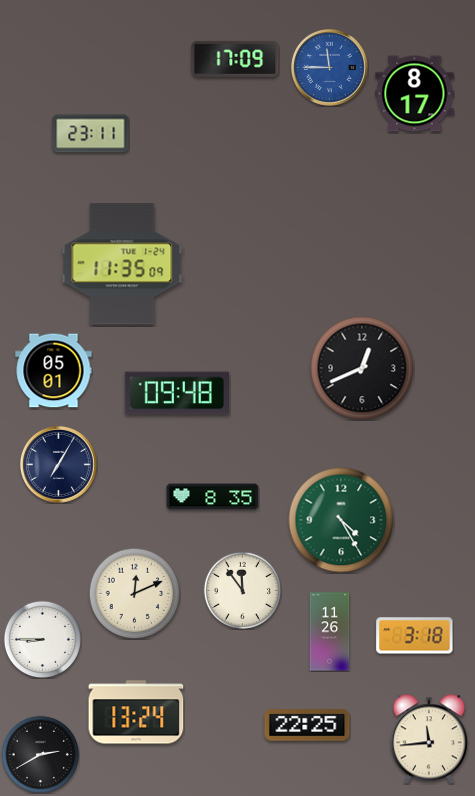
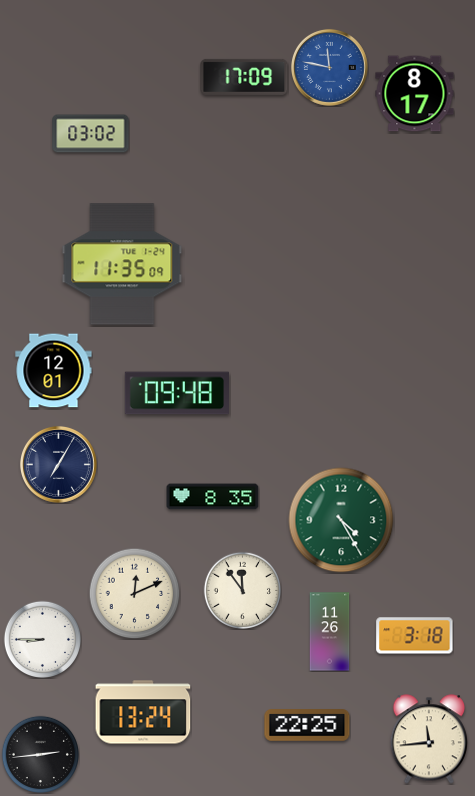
clock at (235, 59) position: (235, 59) -> (244, 77)
clock at (329, 67): 11:45 -> 11:47
clock at (91, 134): 23:11 -> 03:02
clock at (362, 368): 12:41 -> none
clock at (54, 371): 05:01 -> 12:01
clock at (136, 712) position: (136, 712) -> (143, 712)
clock at (40, 754): 2:40 -> 2:44
